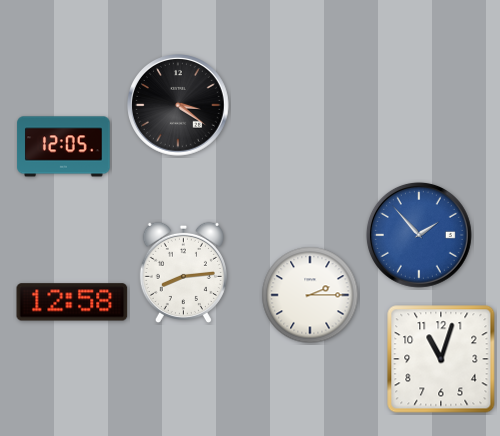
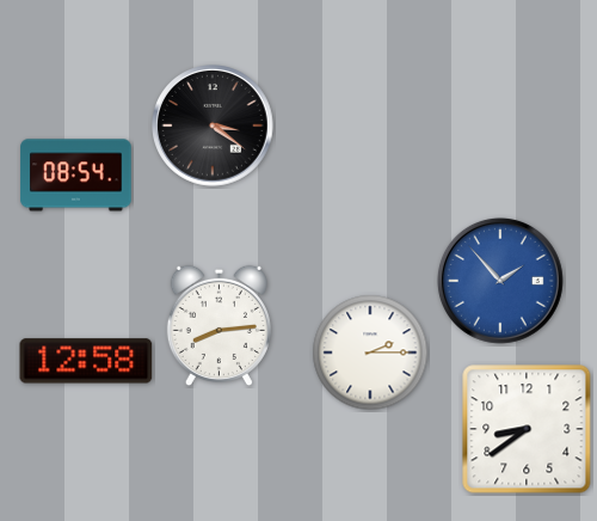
clock at (64, 147): 12:05 -> 08:54
clock at (441, 359): 11:03 -> 8:39
